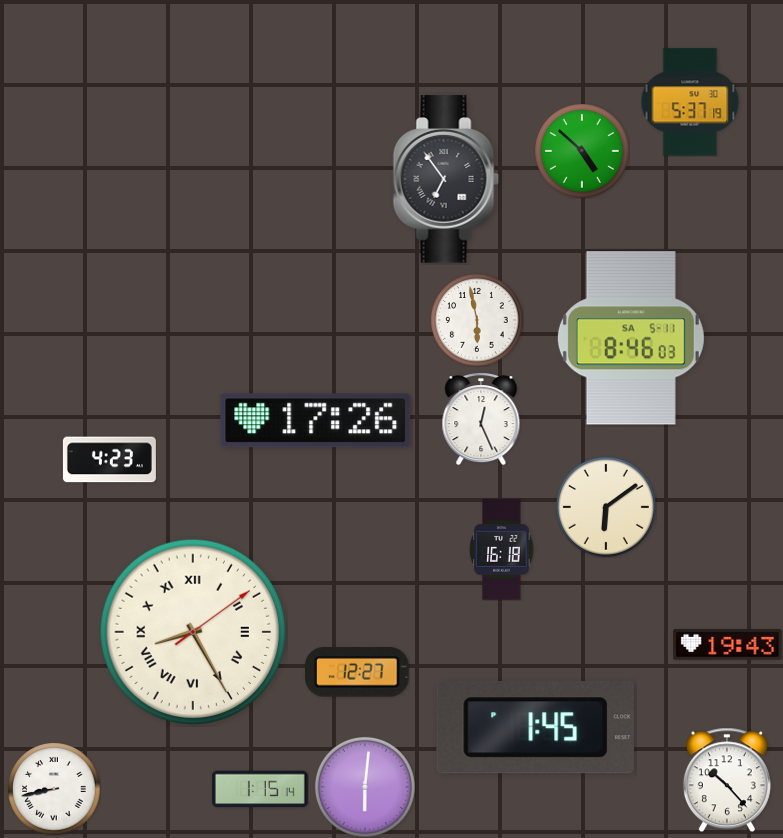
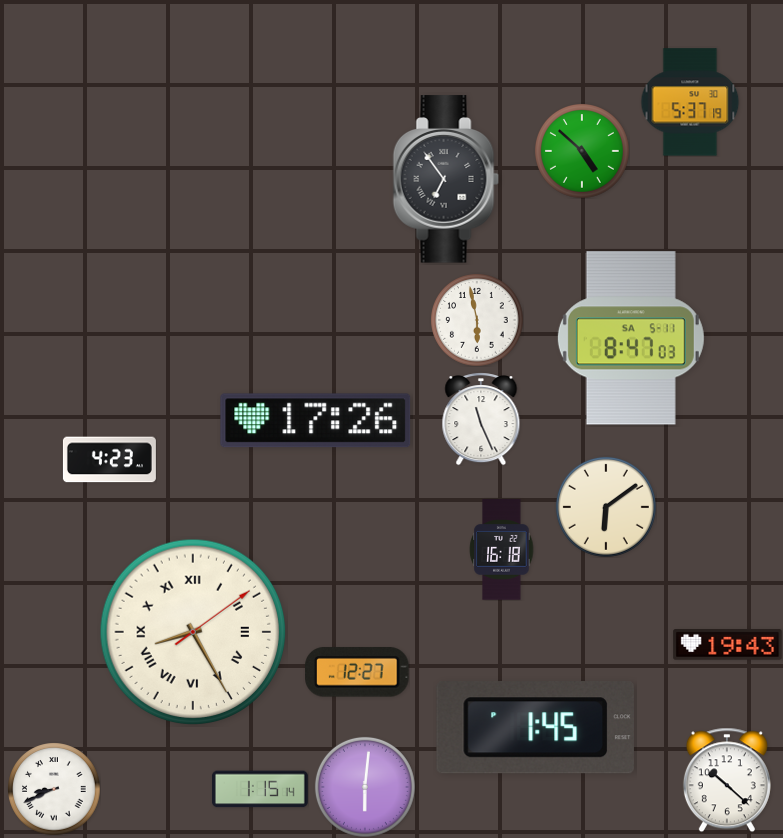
clock at (631, 338): 8:46 -> 8:47
clock at (481, 419): 12:26 -> 11:26
clock at (727, 780): 10:23 -> 10:22
clock at (54, 789): 8:43 -> 8:41
